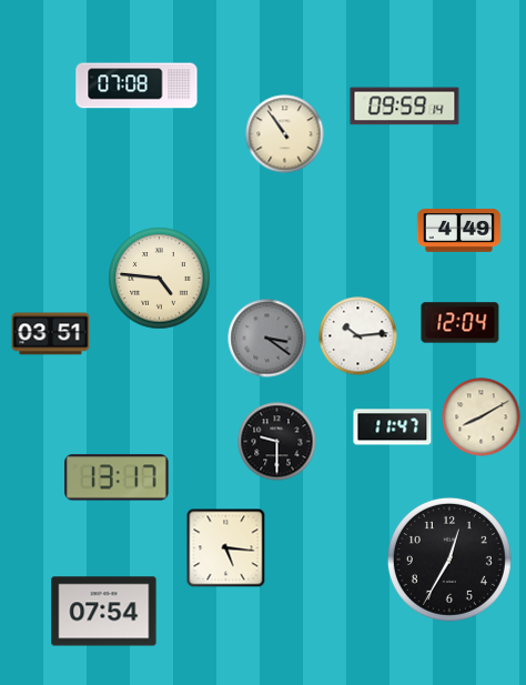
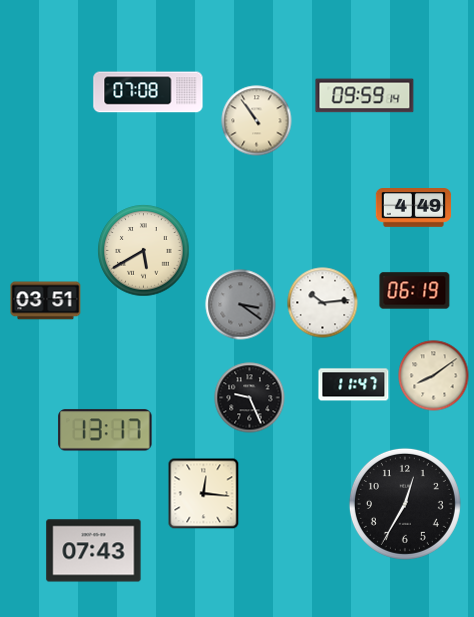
clock at (136, 85) position: (136, 85) -> (148, 92)
clock at (160, 279): 4:46 -> 5:40
clock at (461, 323): 12:04 -> 06:19
clock at (482, 417): 8:10 -> 8:09
clock at (277, 442): 9:30 -> 9:26
clock at (226, 548): 5:16 -> 12:16
clock at (104, 612): 07:54 -> 07:43
